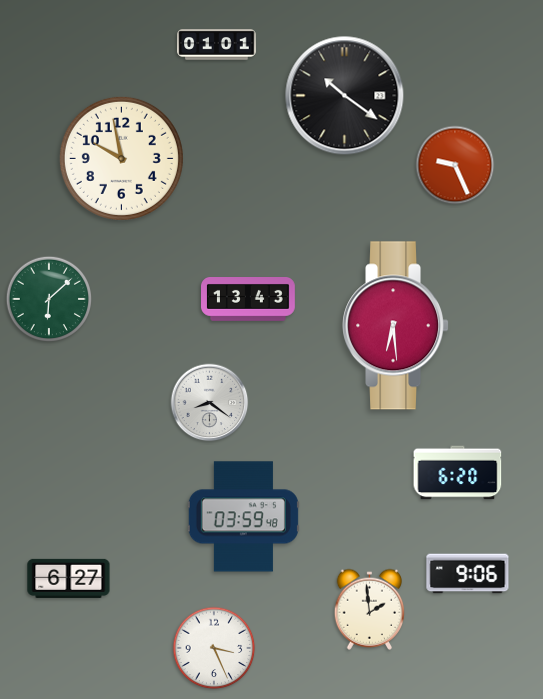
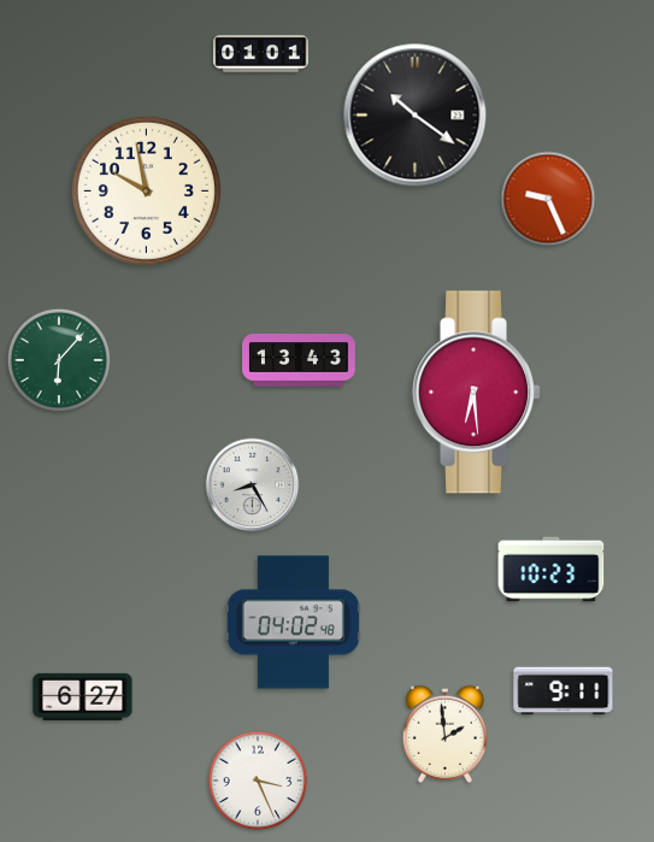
clock at (48, 298): 6:08 -> 6:07
clock at (210, 403): 8:21 -> 8:25
clock at (458, 473): 6:20 -> 10:23
clock at (243, 517): 03:59 -> 04:02
clock at (468, 574): 9:06 -> 9:11
